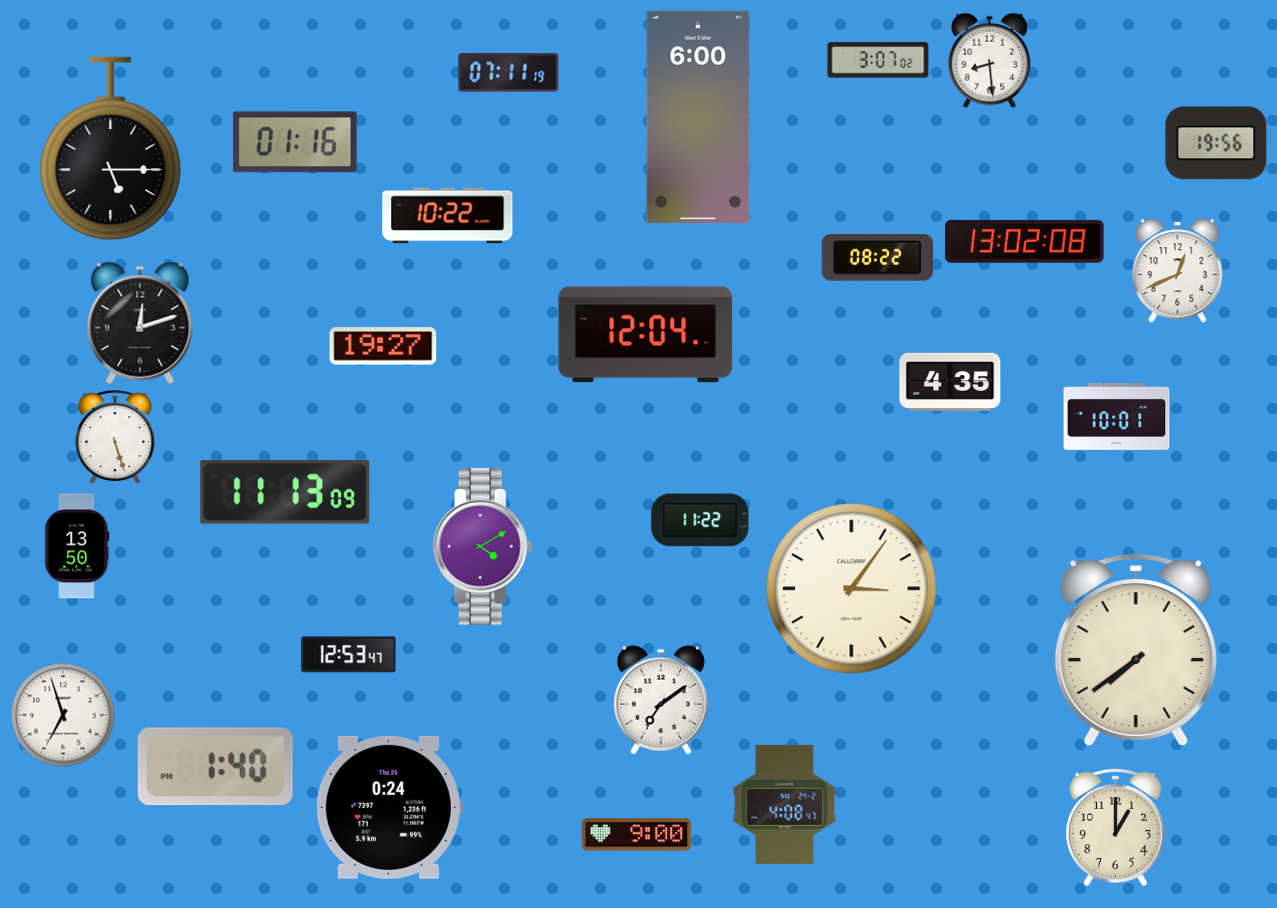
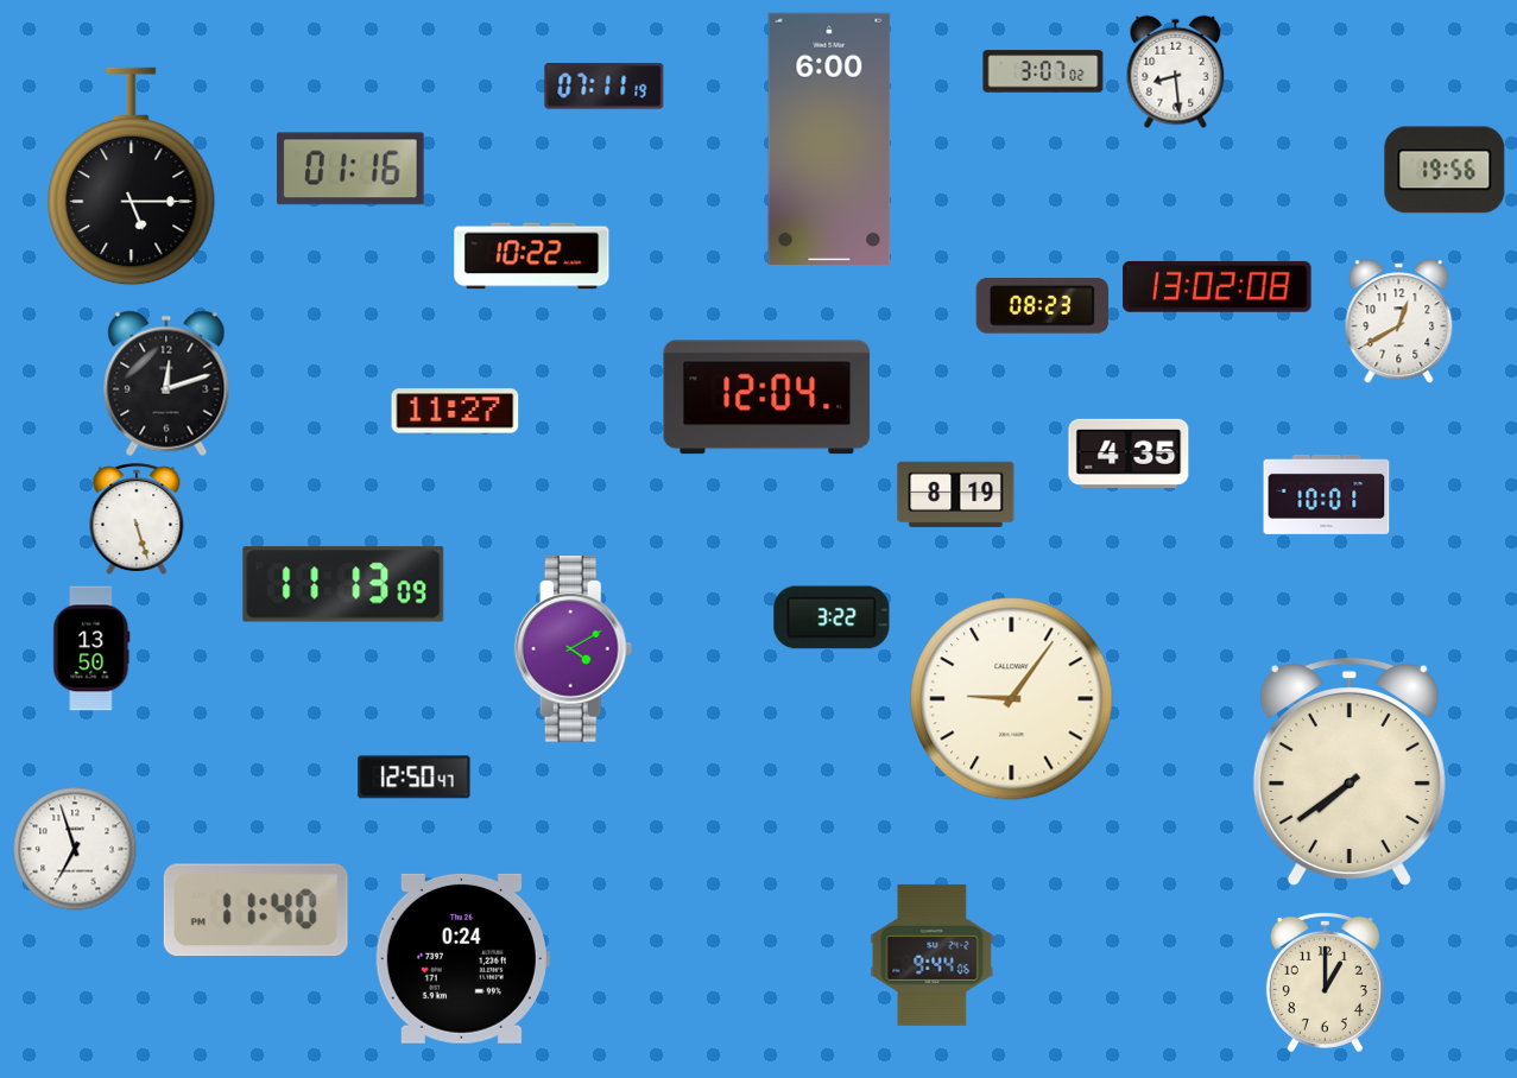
clock at (877, 258): 08:22 -> 08:23
clock at (1178, 271): 12:41 -> 12:40
clock at (383, 346): 19:27 -> 11:27
clock at (956, 495): none -> 8:19
clock at (285, 492) position: (285, 492) -> (343, 584)
clock at (700, 520): 11:22 -> 3:22
clock at (852, 589): 3:06 -> 9:06
clock at (349, 655): 12:53 -> 12:50
clock at (661, 700): 7:09 -> none
clock at (215, 767): 1:40 -> 11:40
clock at (785, 804): 4:08 -> 9:44
clock at (637, 835): 9:00 -> none
